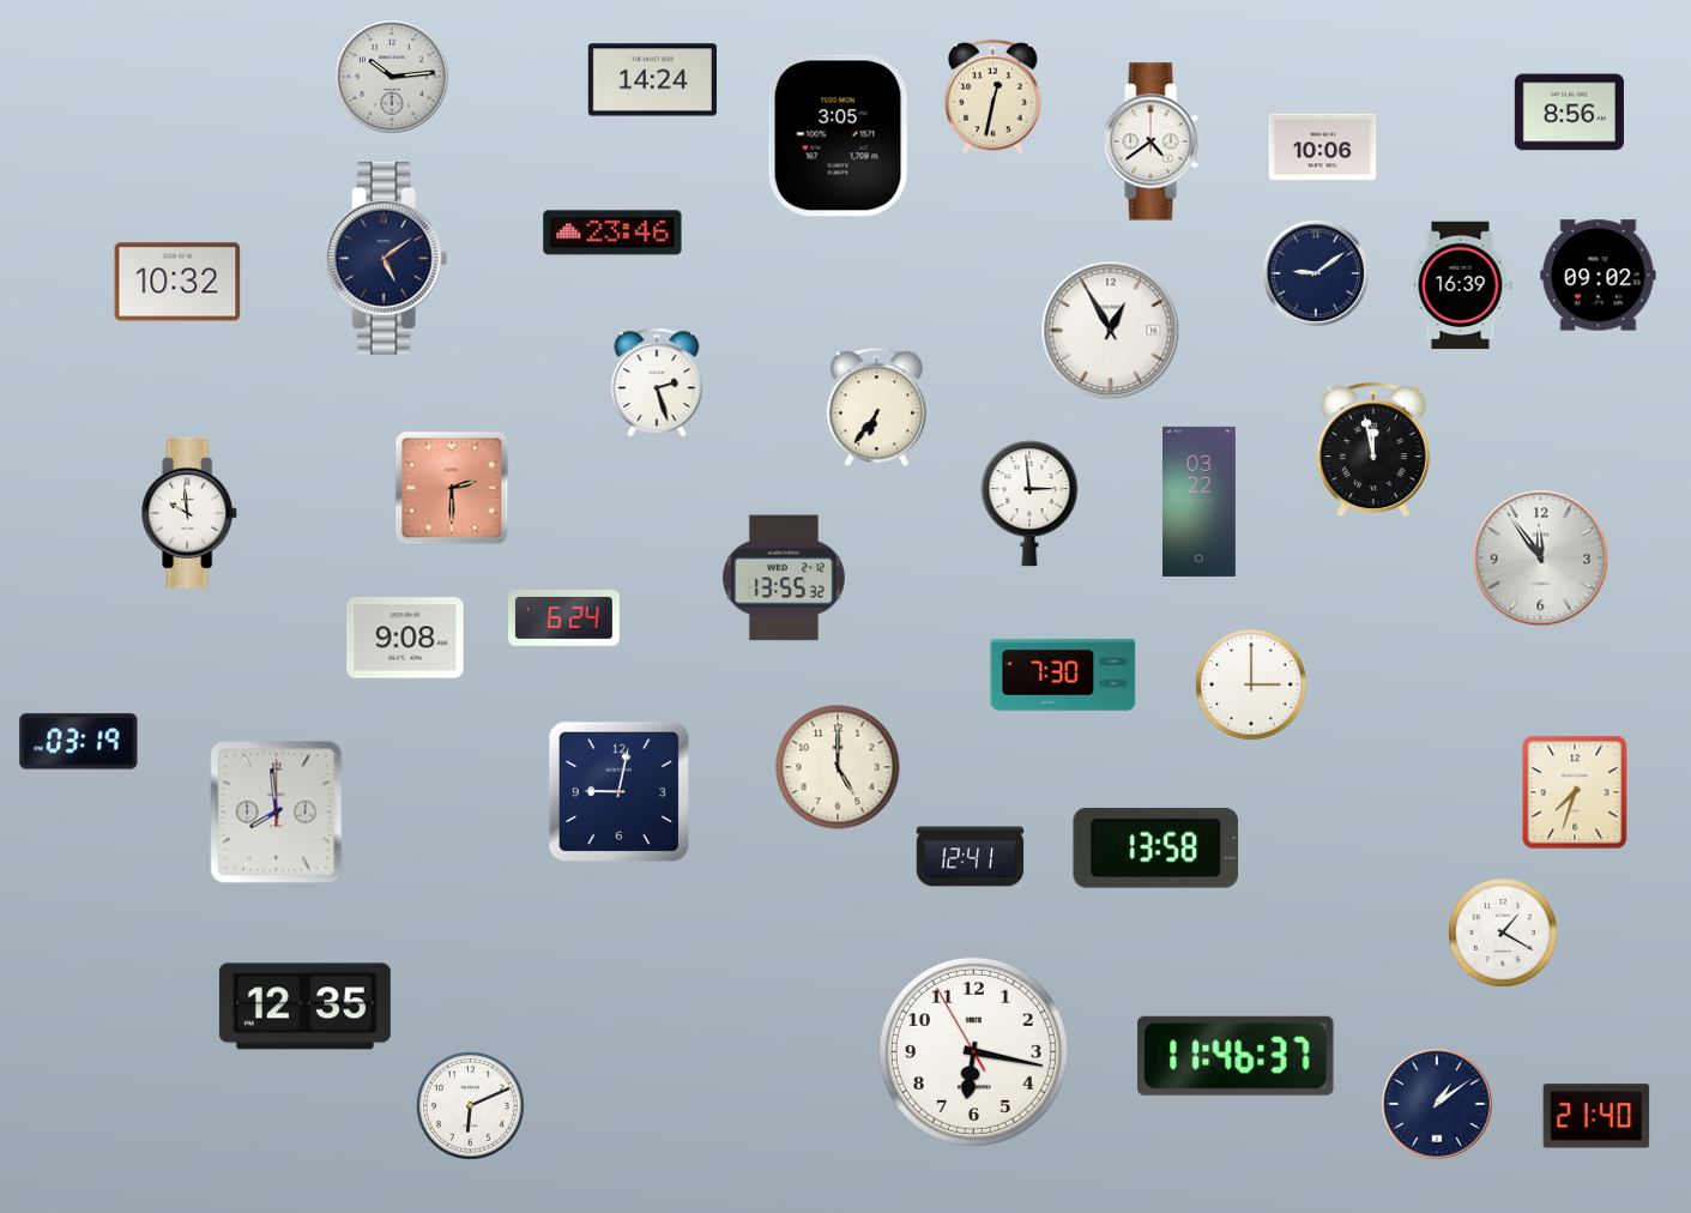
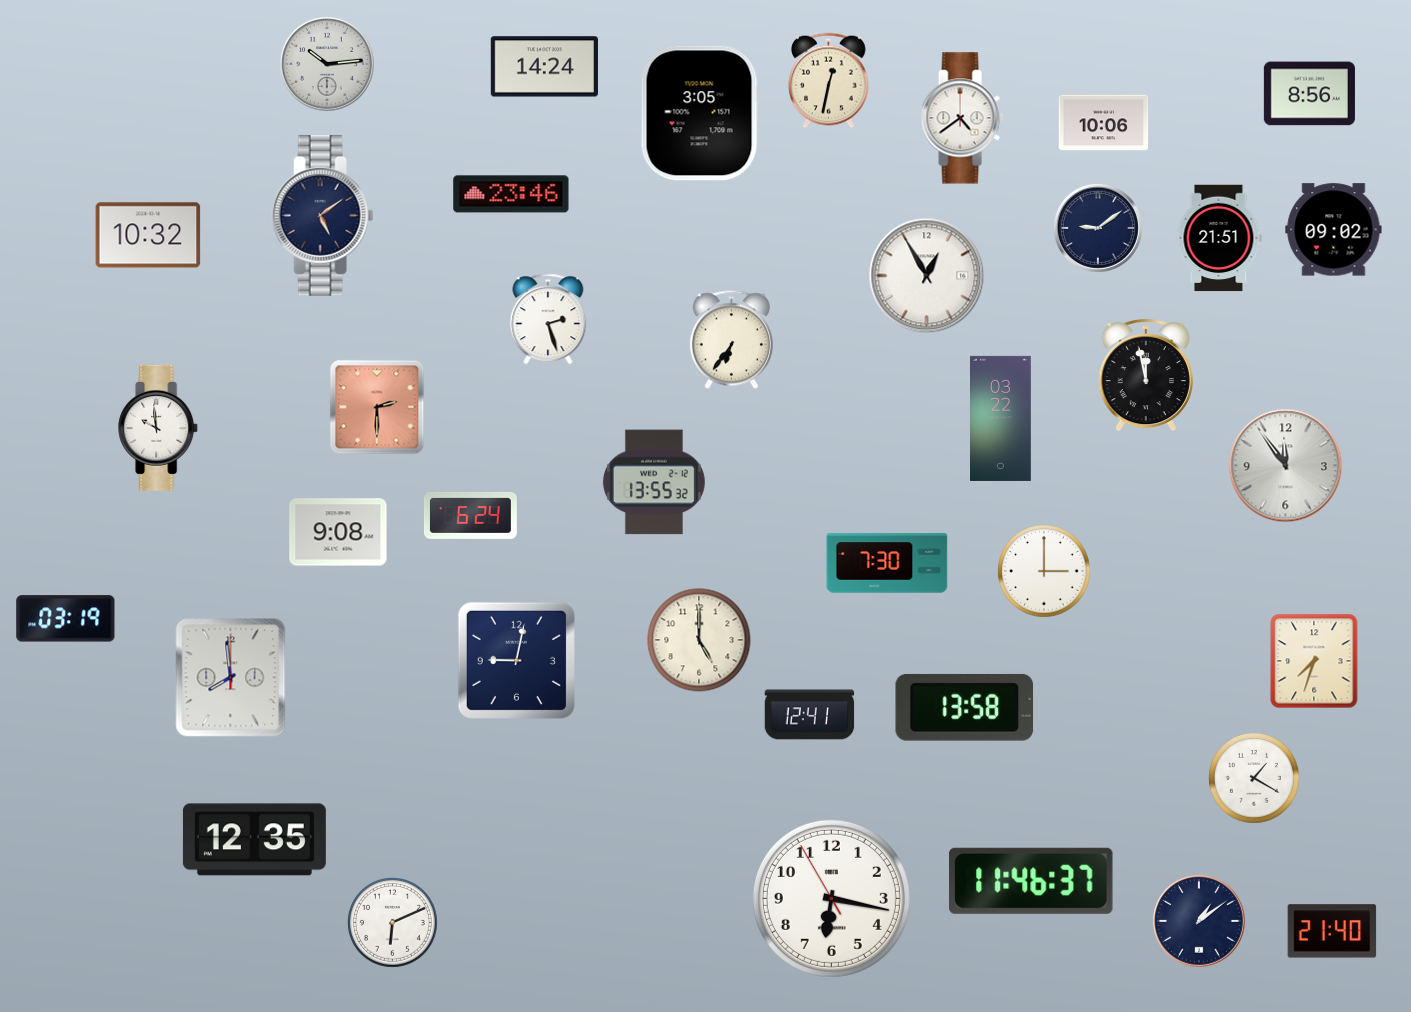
clock at (1461, 285): 16:39 -> 21:51
clock at (1029, 503): 2:59 -> none
clock at (973, 1051) position: (973, 1051) -> (831, 898)
